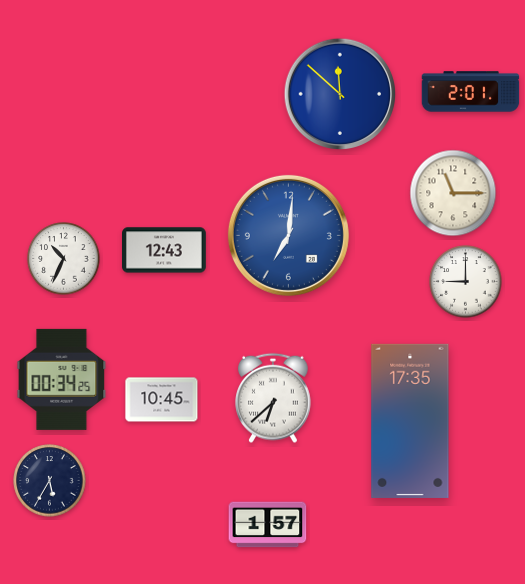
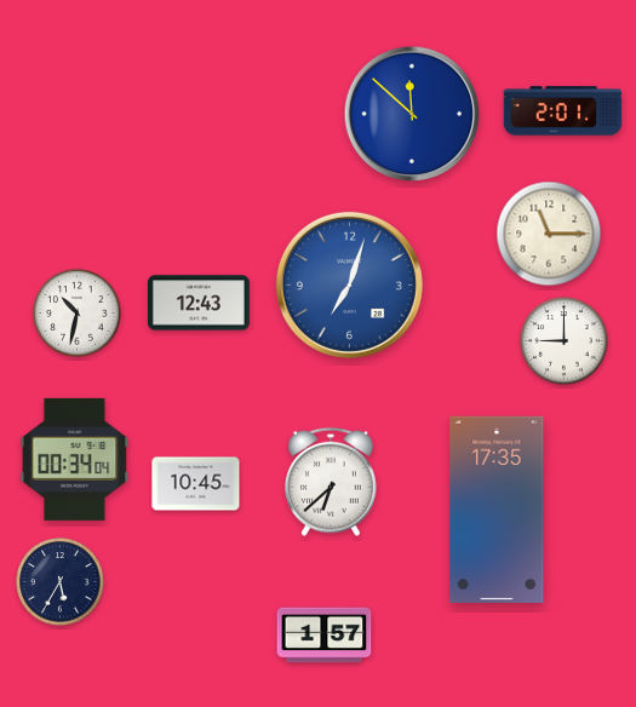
clock at (471, 92) position: (471, 92) -> (563, 111)
clock at (288, 235): 7:01 -> 7:03
clock at (64, 259): 10:34 -> 10:32
clock at (62, 379): 00:34:25 -> 00:34:04
